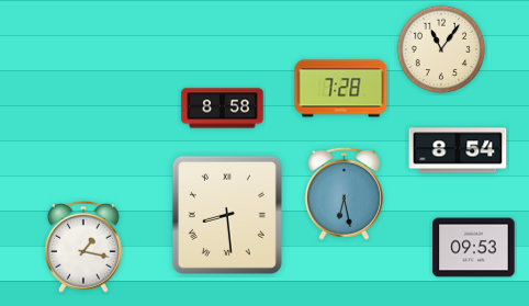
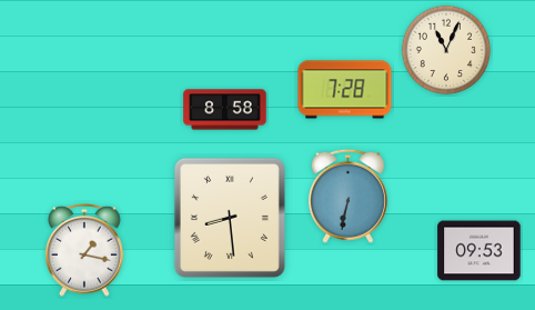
clock at (441, 49): 11:06 -> 11:04
clock at (458, 150): 8:54 -> none
clock at (344, 193): 6:28 -> 6:32
